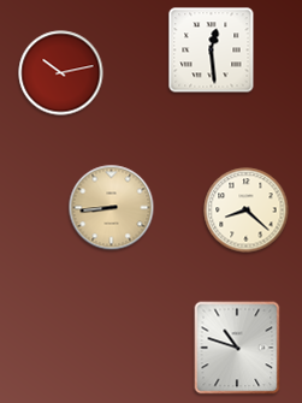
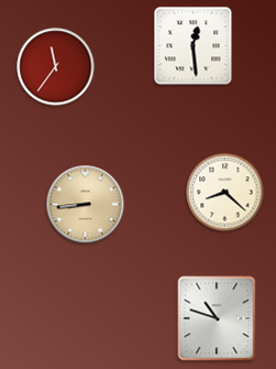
clock at (61, 73): 10:13 -> 11:36
clock at (112, 208) position: (112, 208) -> (86, 205)
